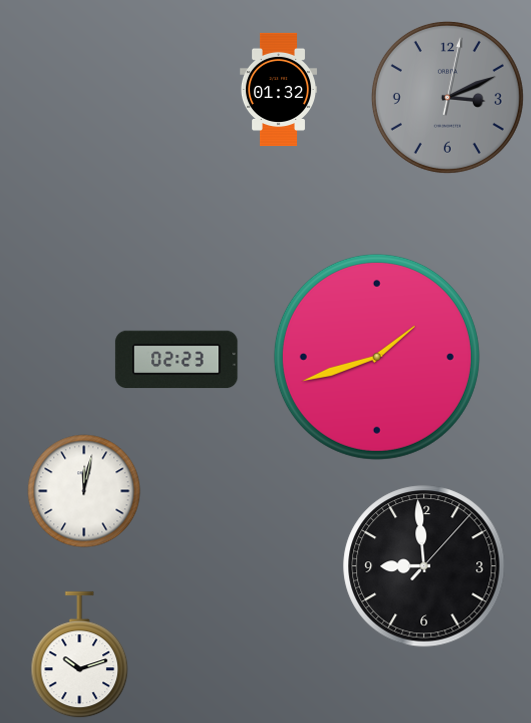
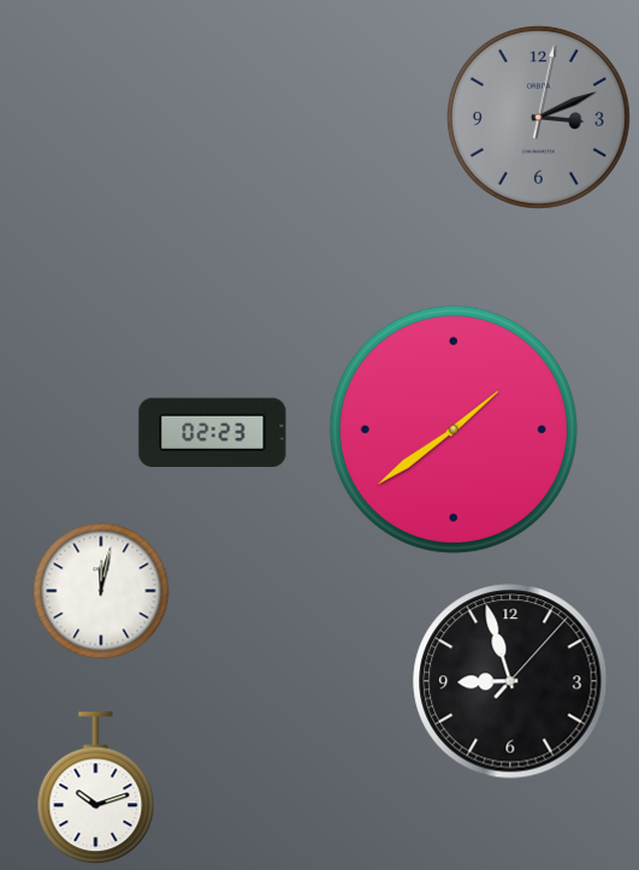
clock at (278, 89): 01:32 -> none
clock at (377, 357): 1:42 -> 1:39
clock at (424, 566): 8:59 -> 8:57
